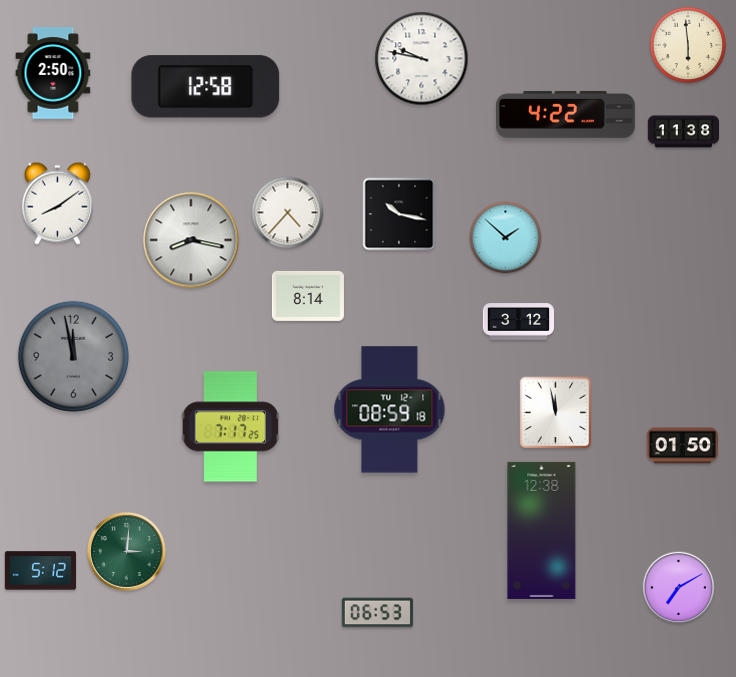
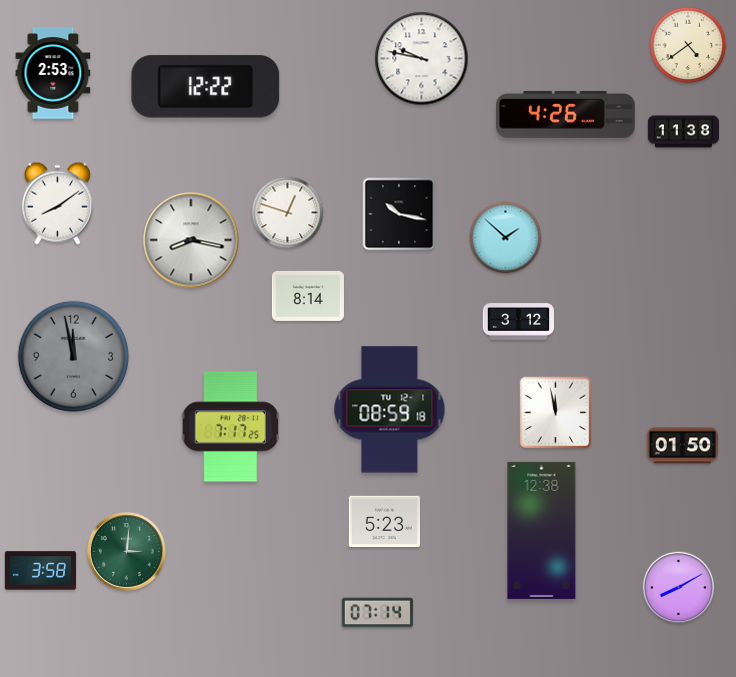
clock at (688, 45): 5:59 -> 4:39
clock at (53, 73): 2:50 -> 2:53
clock at (206, 87): 12:58 -> 12:22
clock at (566, 114): 4:22 -> 4:26
clock at (288, 213): 4:37 -> 12:48
clock at (384, 521): none -> 5:23
clock at (41, 571): 5:12 -> 3:58
clock at (679, 588): 7:10 -> 8:10
clock at (377, 613): 06:53 -> 07:14
